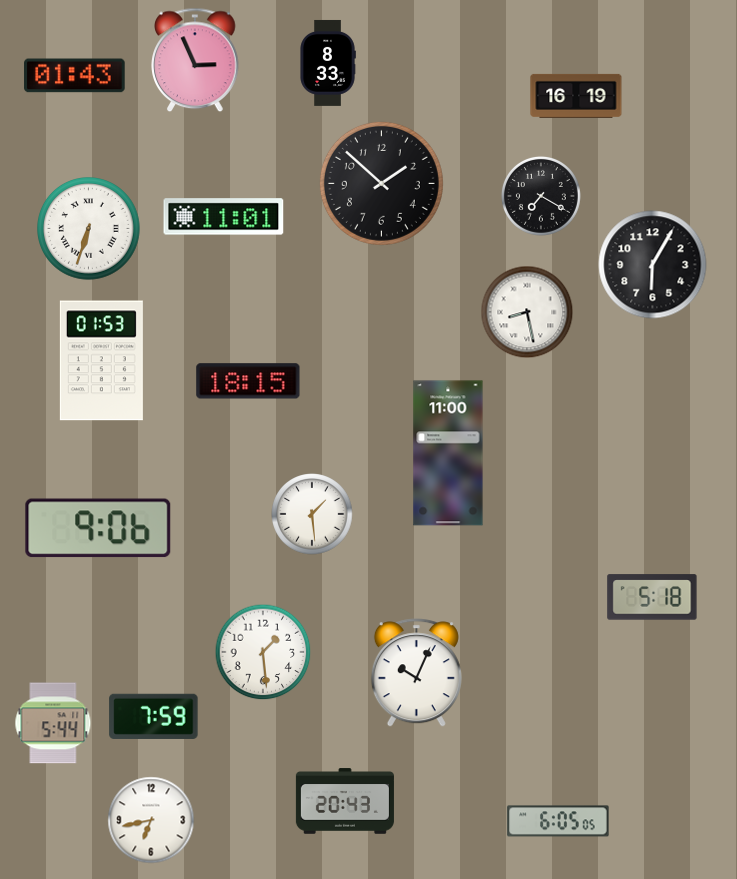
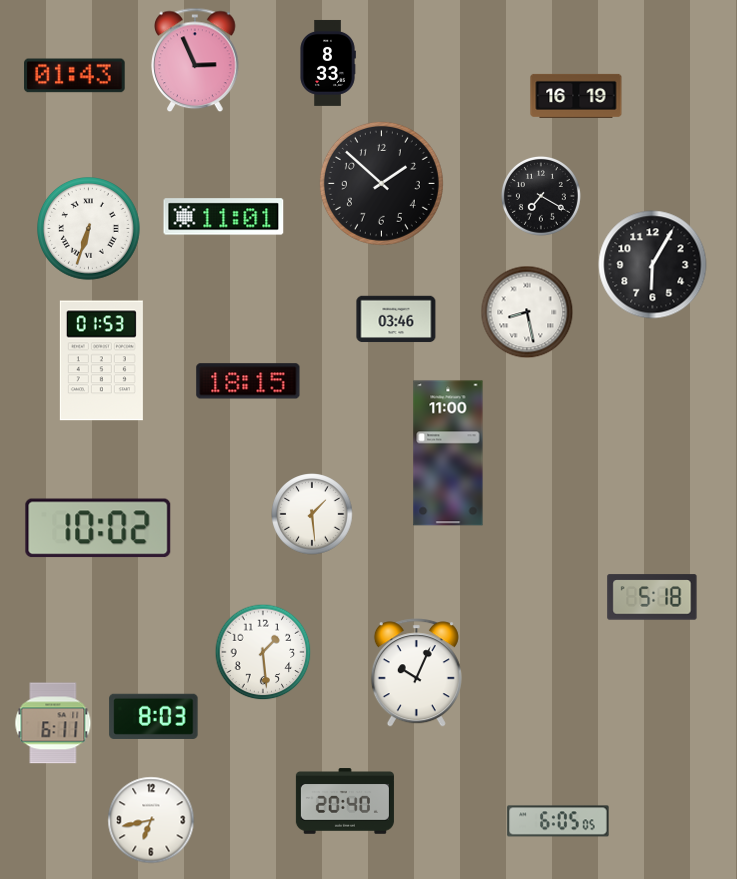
clock at (396, 319): none -> 03:46
clock at (98, 528): 9:06 -> 10:02
clock at (154, 716): 7:59 -> 8:03
clock at (53, 723): 5:44 -> 6:11
clock at (345, 801): 20:43 -> 20:40
